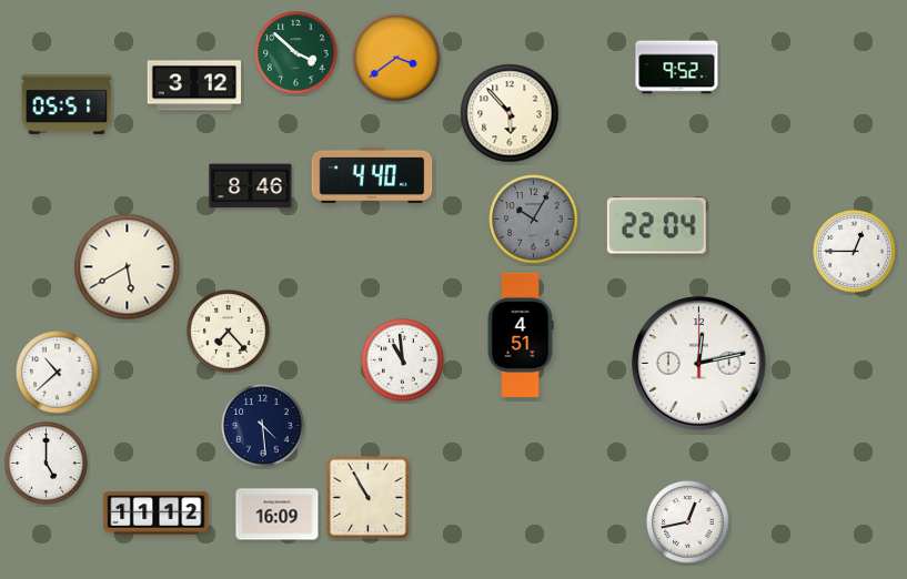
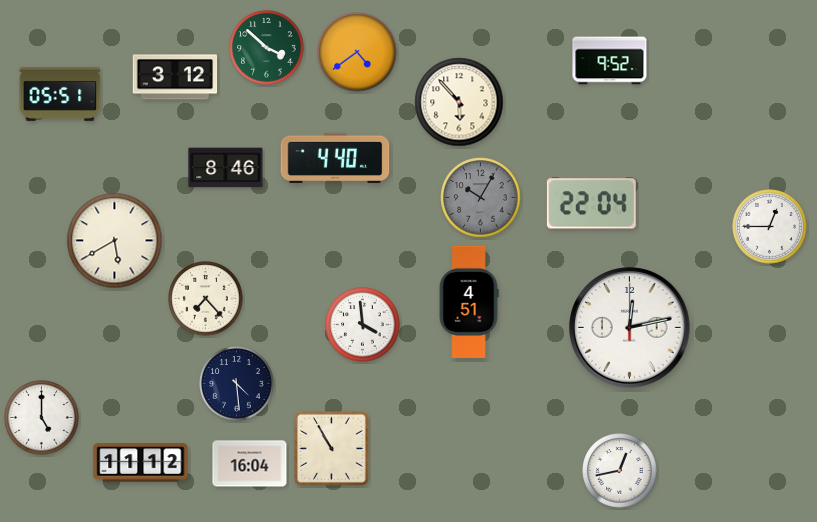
clock at (396, 58): 3:39 -> 4:39
clock at (403, 360): 10:59 -> 3:59
clock at (58, 373): 10:38 -> none
clock at (278, 515): 16:09 -> 16:04
